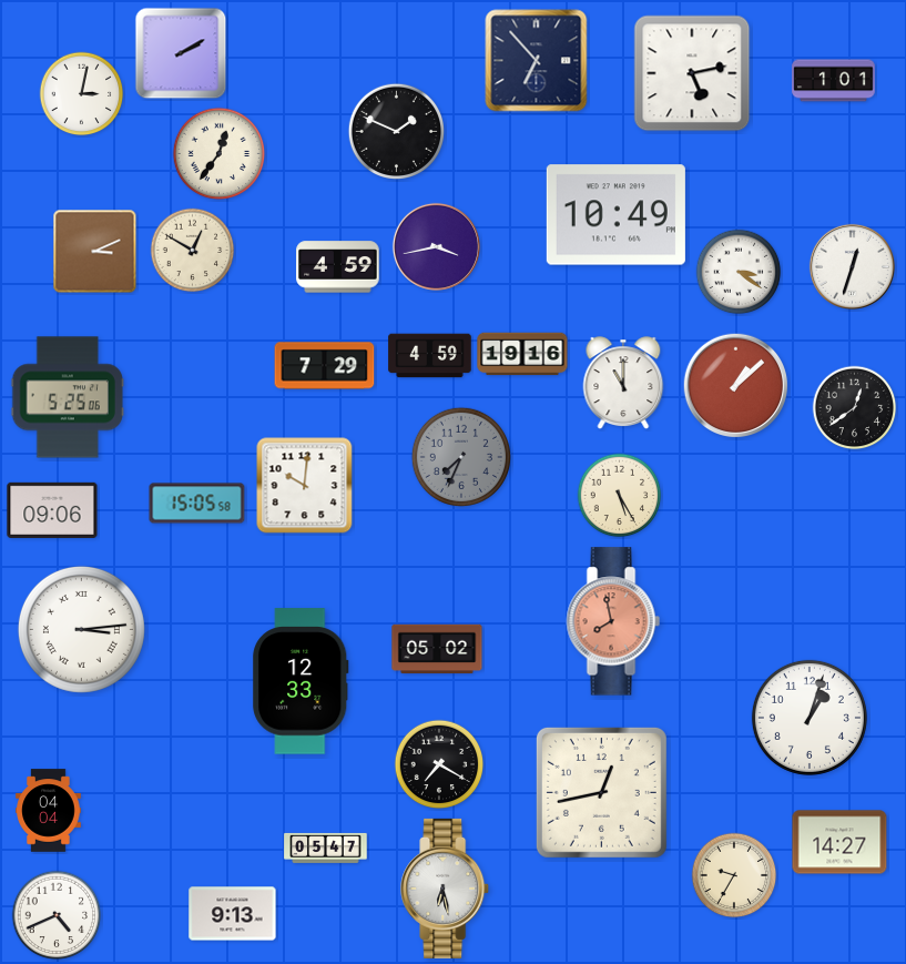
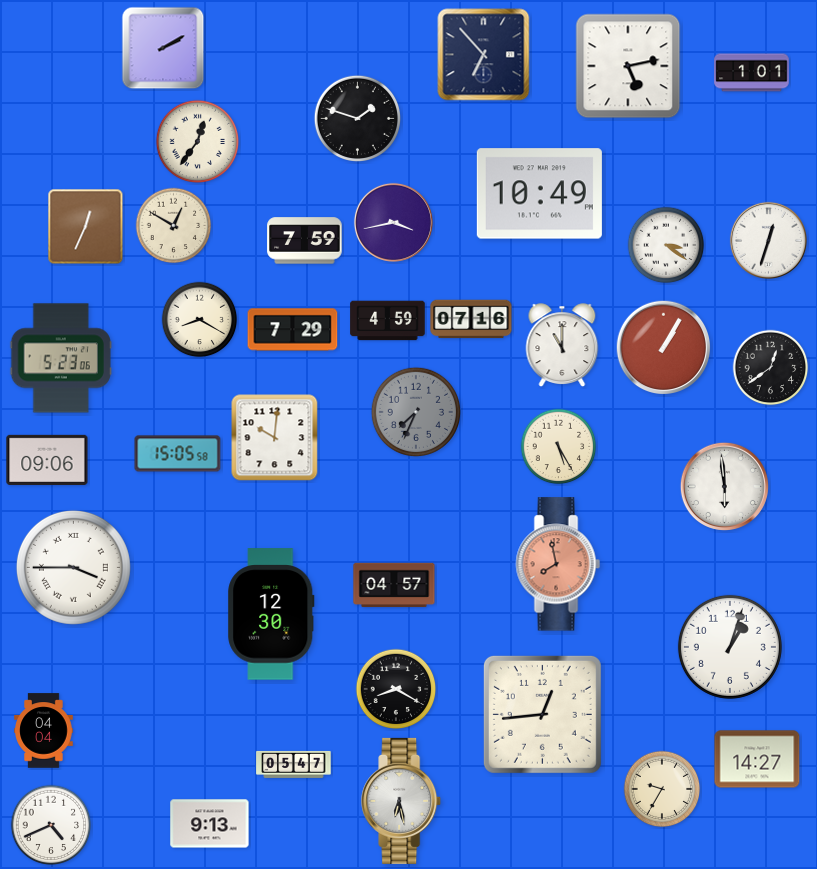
clock at (692, 73) position: (692, 73) -> (628, 66)
clock at (82, 94): 3:02 -> none
clock at (396, 131): 1:49 -> 1:48
clock at (220, 154) position: (220, 154) -> (198, 142)
clock at (615, 215) position: (615, 215) -> (539, 194)
clock at (95, 252): 3:11 -> 12:34
clock at (338, 267): 4:59 -> 7:59
clock at (522, 354): 19:16 -> 07:16
clock at (200, 320): none -> 8:20
clock at (736, 386): 1:08 -> 1:05
clock at (68, 397): 5:25 -> 5:23
clock at (724, 486): none -> 5:59
clock at (613, 621) position: (613, 621) -> (558, 564)
clock at (81, 629): 3:14 -> 3:45
clock at (437, 649): 05:02 -> 04:57
clock at (301, 681): 12:33 -> 12:30
clock at (439, 764): 7:20 -> 8:20
clock at (601, 792): 12:43 -> 12:44
